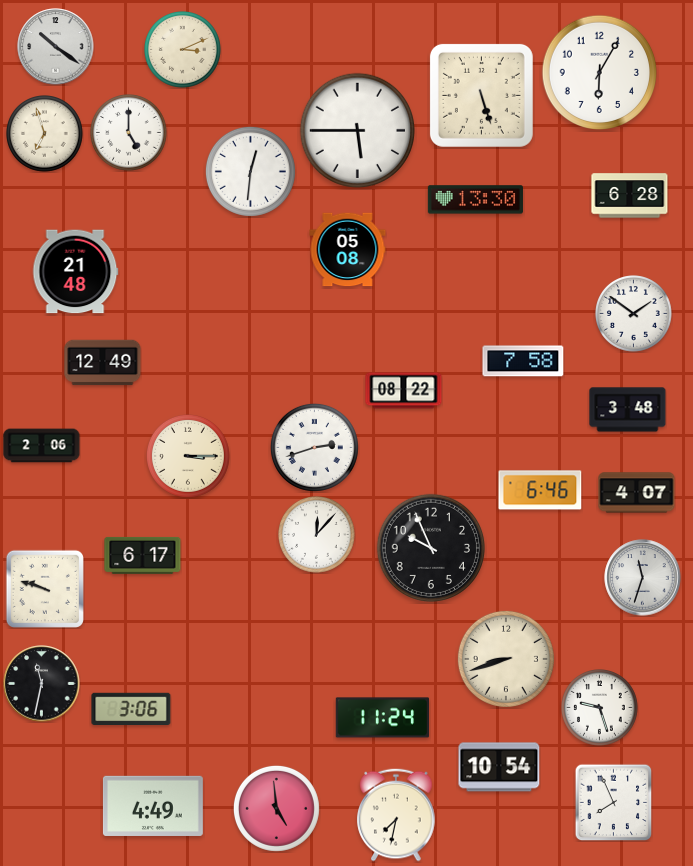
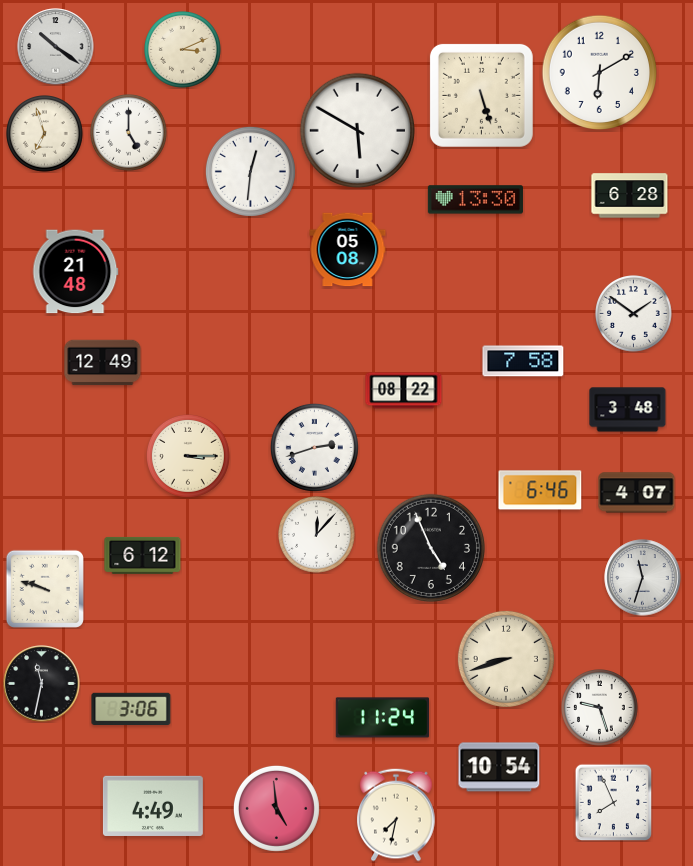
clock at (599, 72): 6:05 -> 6:10
clock at (357, 130): 5:45 -> 5:50
clock at (42, 446): 2:06 -> none
clock at (431, 548): 9:56 -> 4:56
clock at (143, 555): 6:17 -> 6:12
